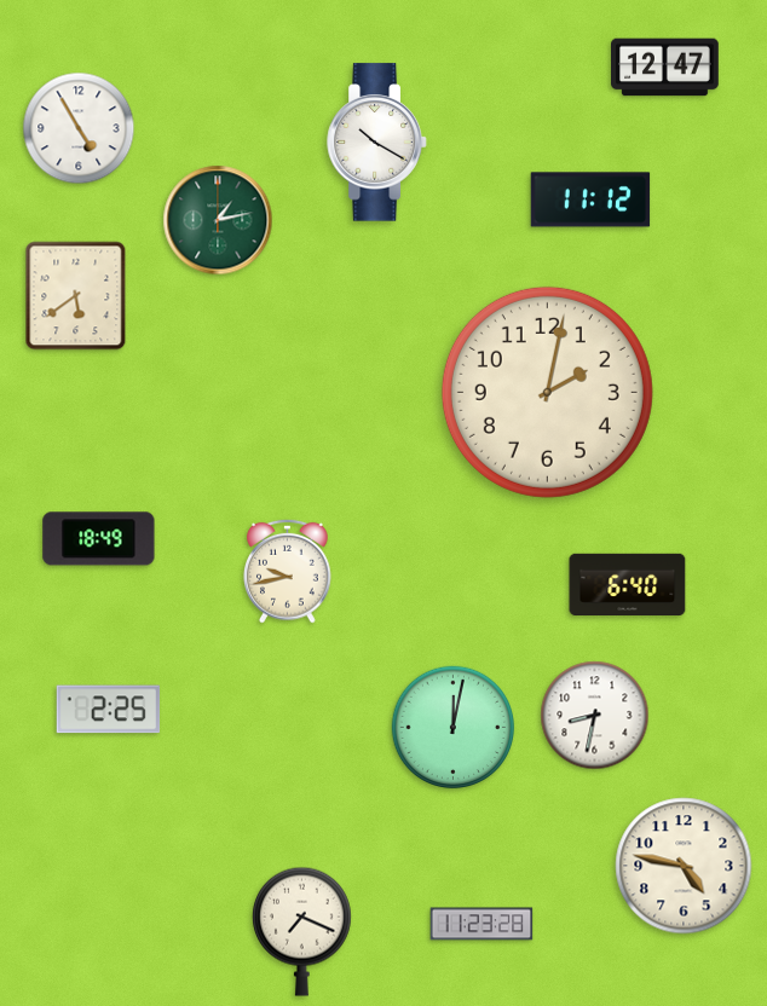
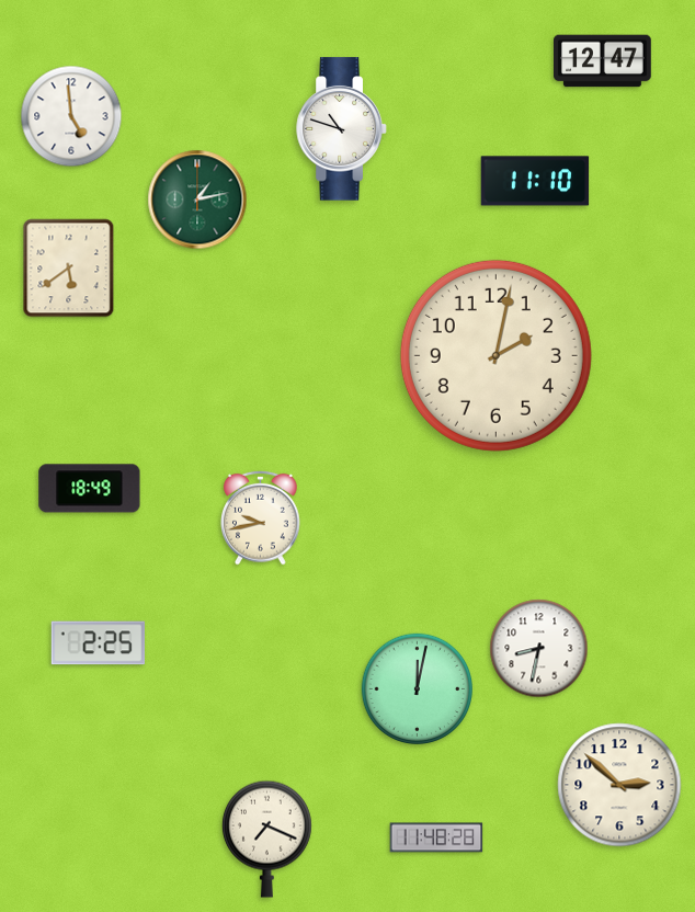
clock at (79, 128): 4:55 -> 4:59
clock at (377, 143): 10:20 -> 10:48
clock at (590, 200): 11:12 -> 11:10
clock at (628, 584): 6:40 -> none
clock at (454, 728) position: (454, 728) -> (418, 689)
clock at (684, 866): 4:47 -> 2:52
clock at (481, 924): 11:23 -> 11:48
clock at (301, 931) position: (301, 931) -> (266, 839)
